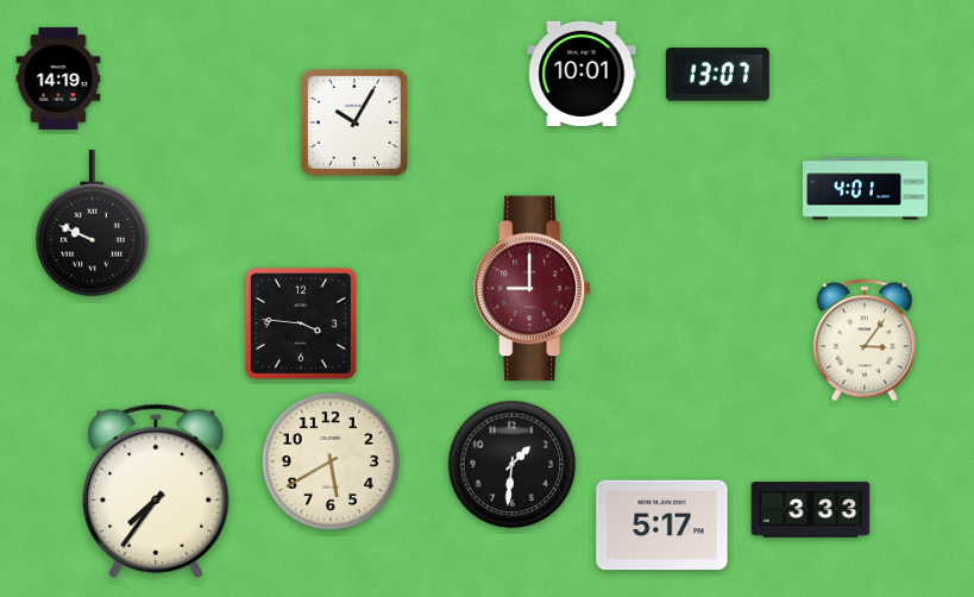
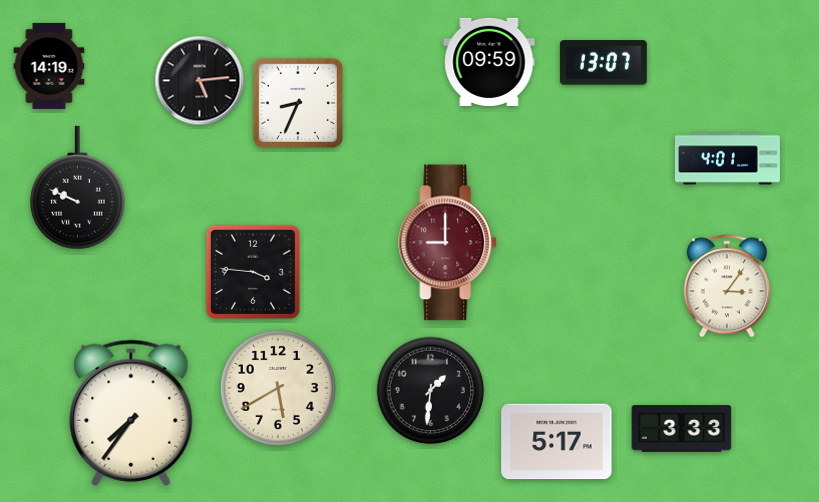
clock at (582, 74): 10:01 -> 09:59
clock at (200, 81): none -> 5:14
clock at (354, 122): 10:05 -> 8:34
